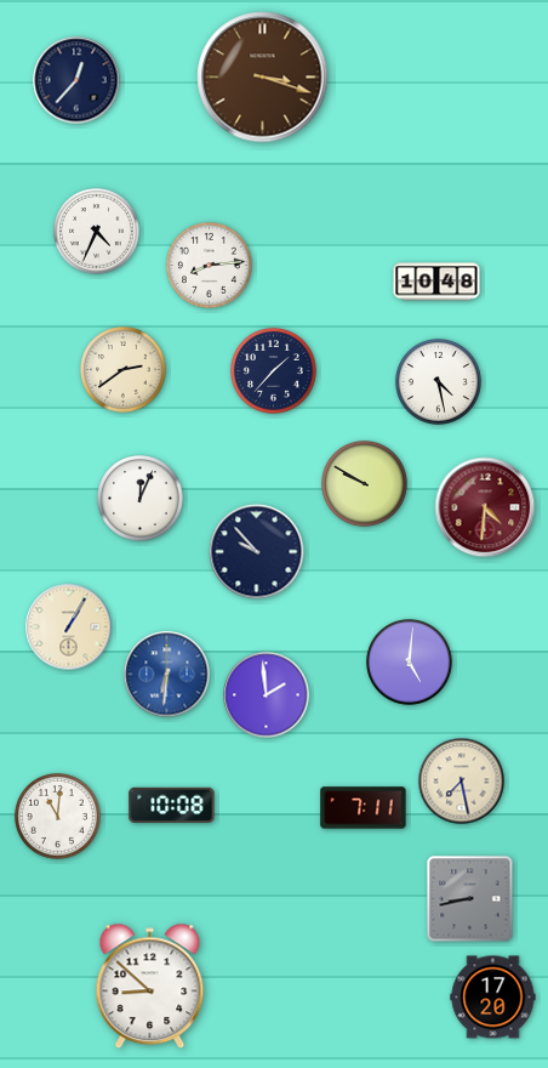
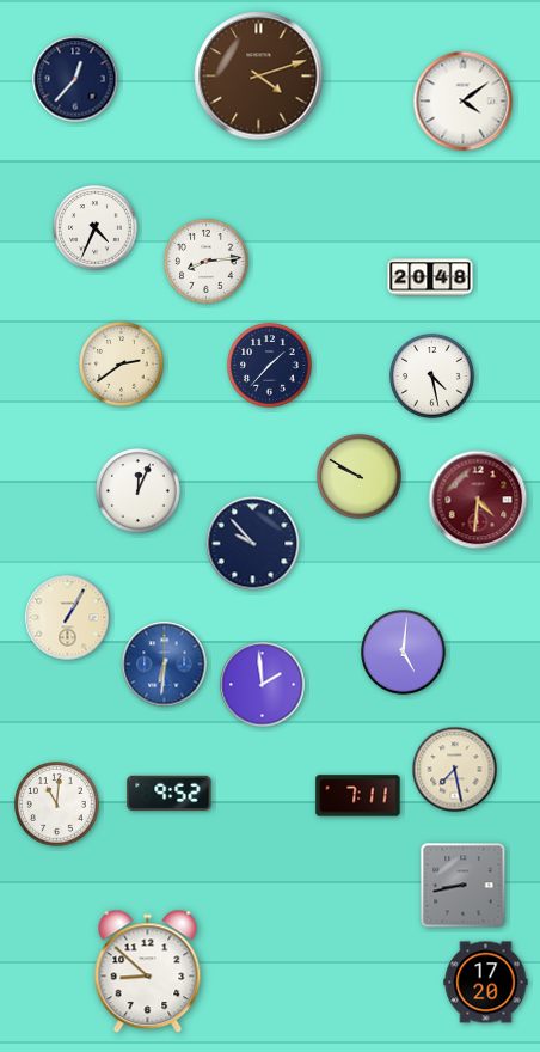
clock at (263, 78): 3:18 -> 4:12
clock at (464, 102): none -> 4:09
clock at (436, 282): 10:48 -> 20:48
clock at (172, 805): 10:08 -> 9:52
